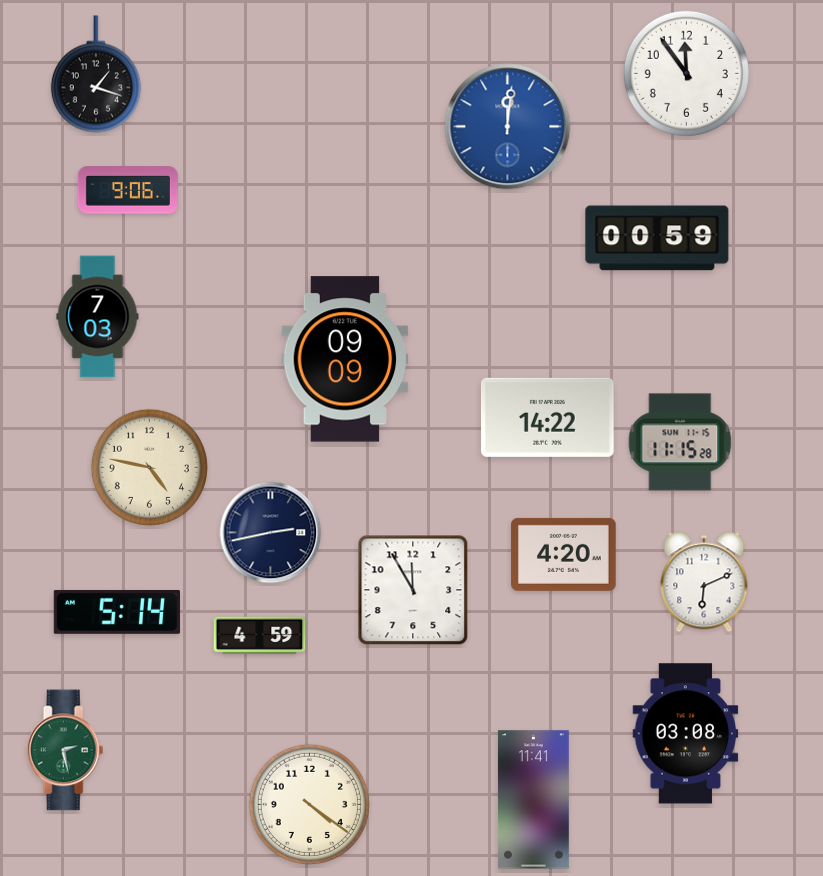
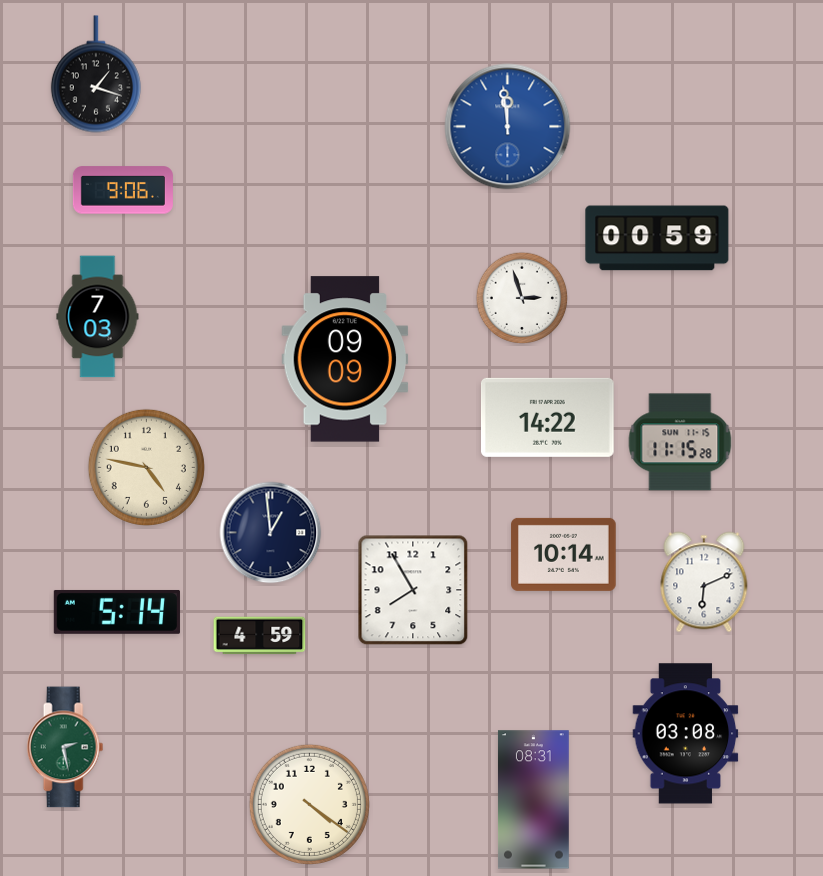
clock at (686, 73): 11:54 -> none
clock at (508, 127): 12:01 -> 11:59
clock at (128, 190) position: (128, 190) -> (123, 190)
clock at (522, 298): none -> 2:57
clock at (149, 467) position: (149, 467) -> (146, 467)
clock at (271, 533): 2:43 -> 12:59
clock at (564, 554): 4:20 -> 10:14
clock at (413, 590): 11:55 -> 7:55
clock at (65, 750) position: (65, 750) -> (65, 747)
clock at (533, 800): 11:41 -> 08:31
